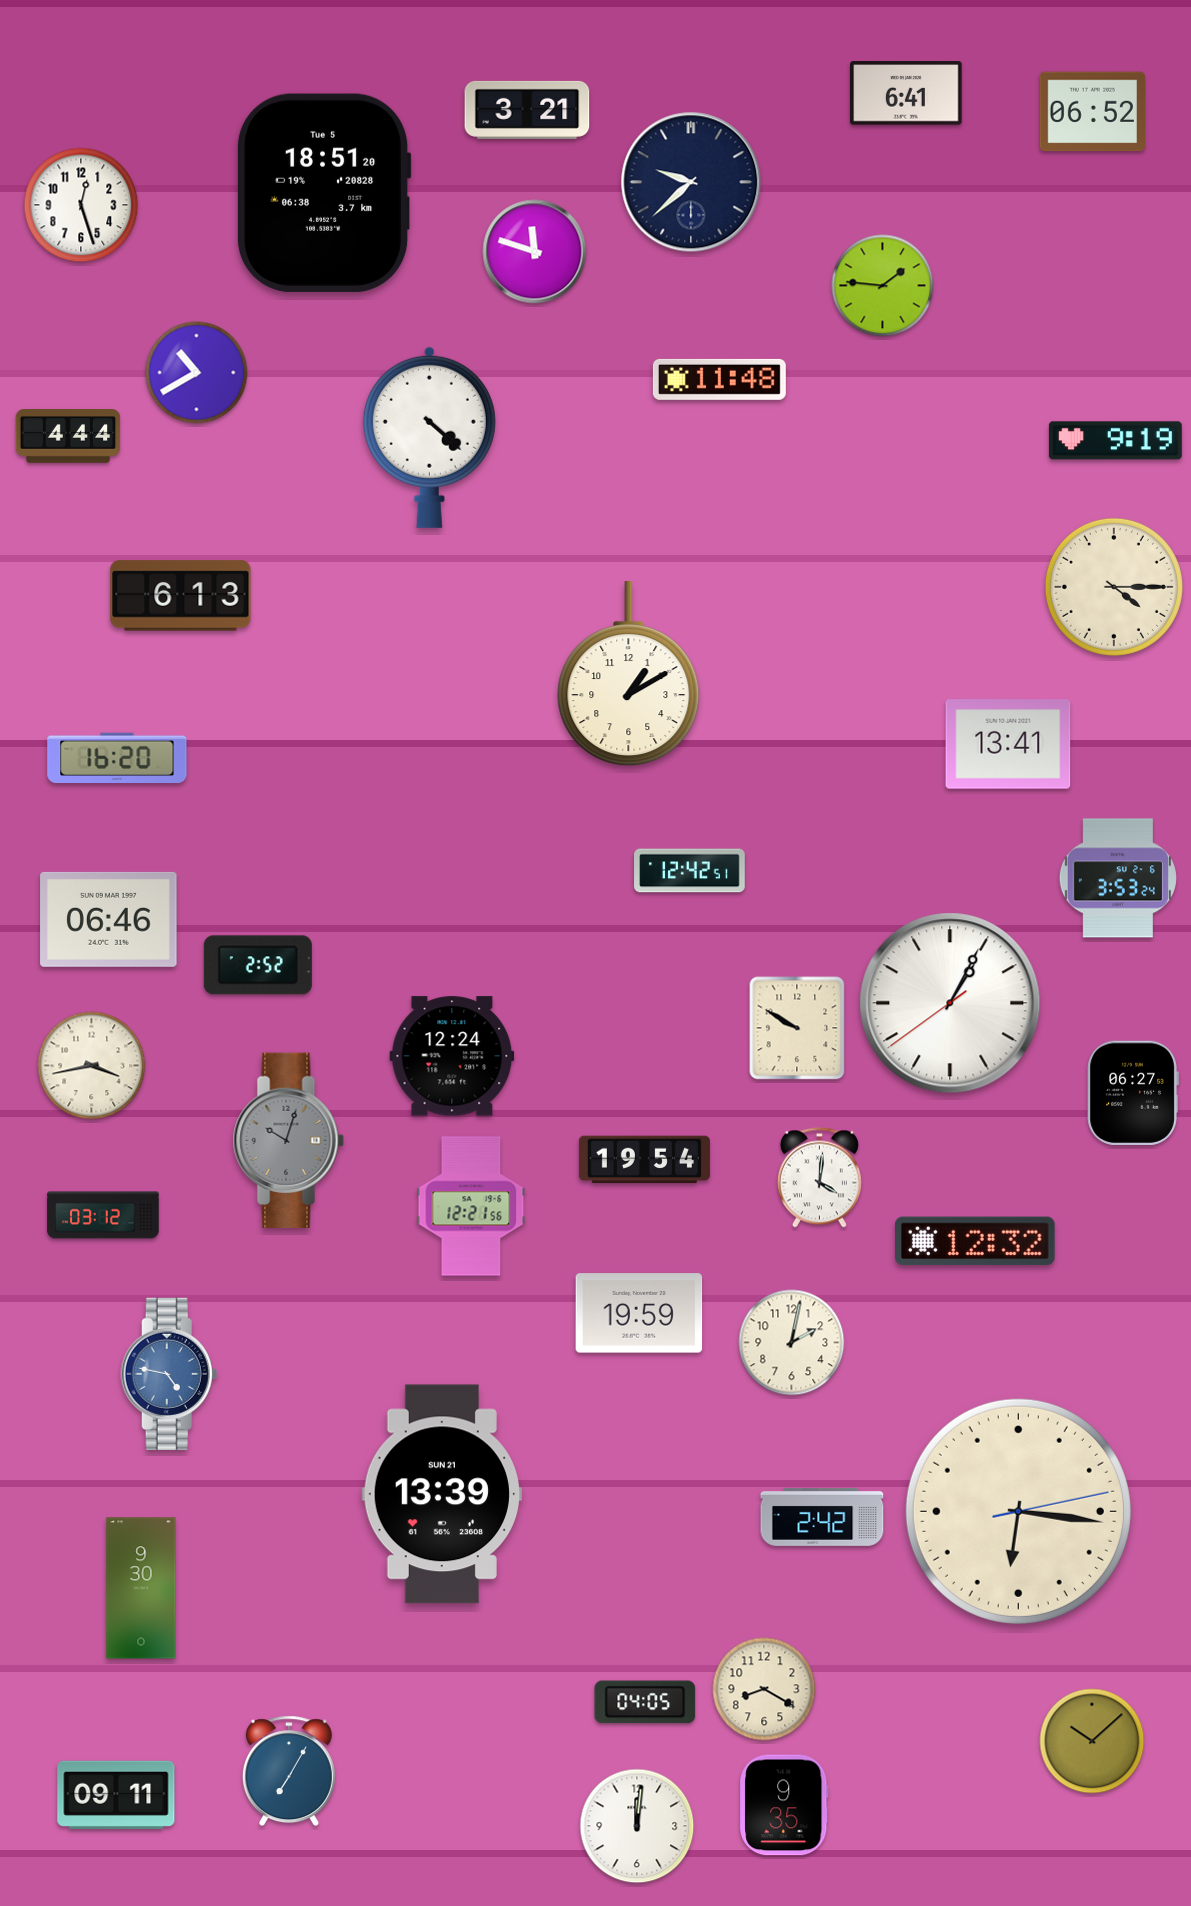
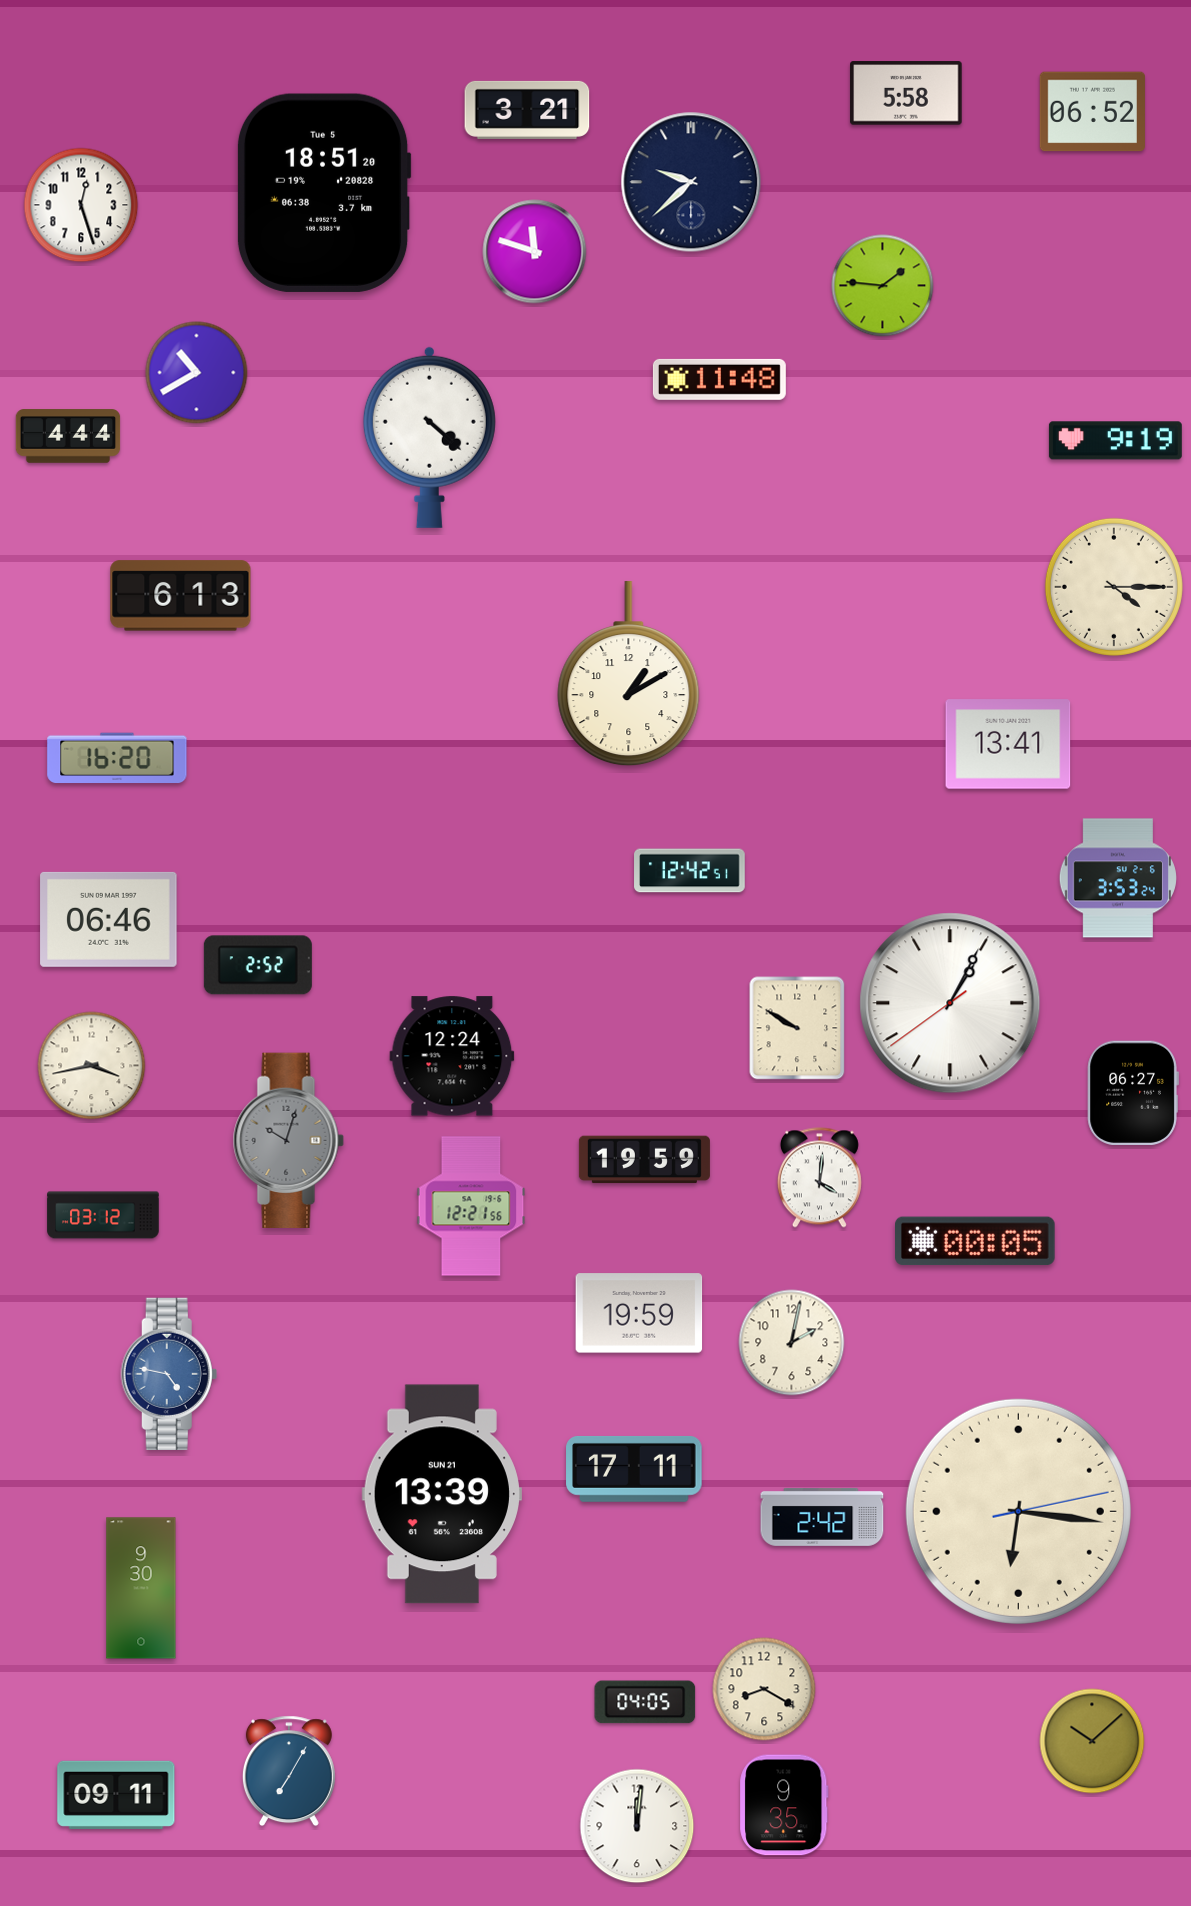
clock at (906, 93): 6:41 -> 5:58
clock at (644, 1160): 19:54 -> 19:59
clock at (976, 1241): 12:32 -> 00:05
clock at (634, 1469): none -> 17:11
